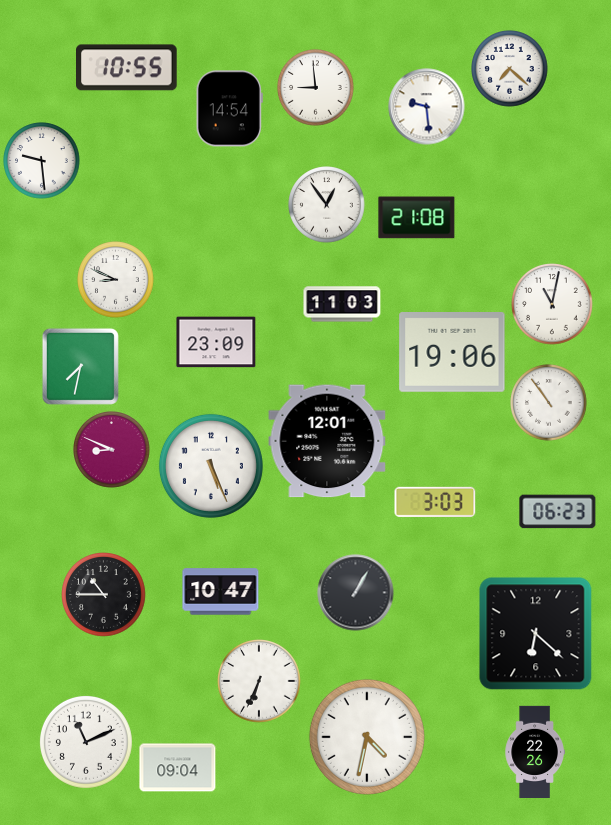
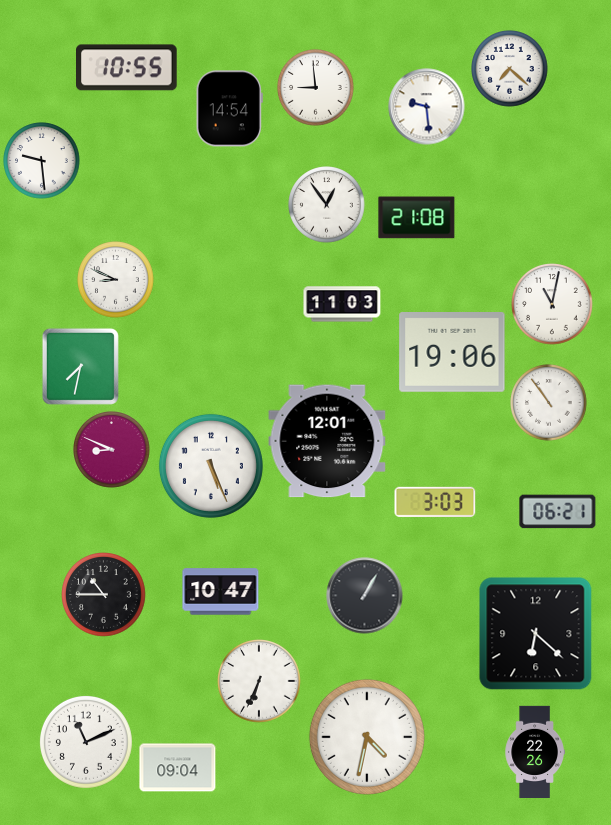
clock at (216, 342): 23:09 -> none
clock at (558, 512): 06:23 -> 06:21
clock at (356, 593) position: (356, 593) -> (365, 596)
